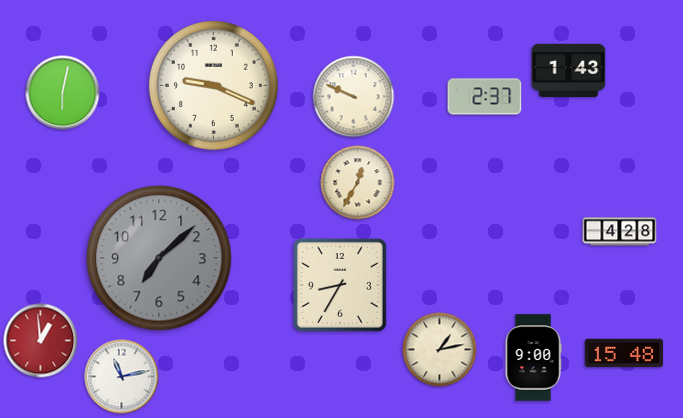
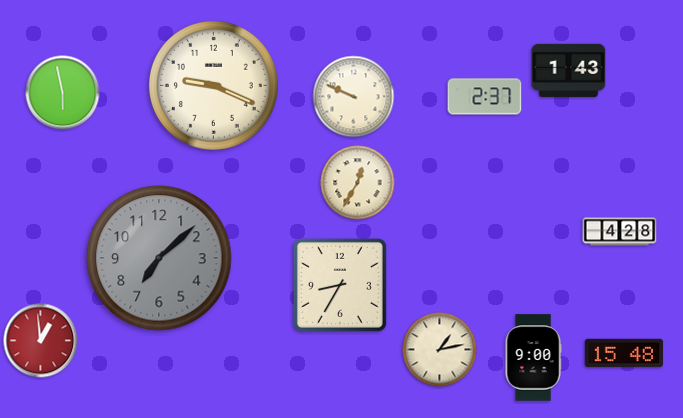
clock at (63, 93): 6:02 -> 5:58
clock at (122, 377): 11:13 -> none
